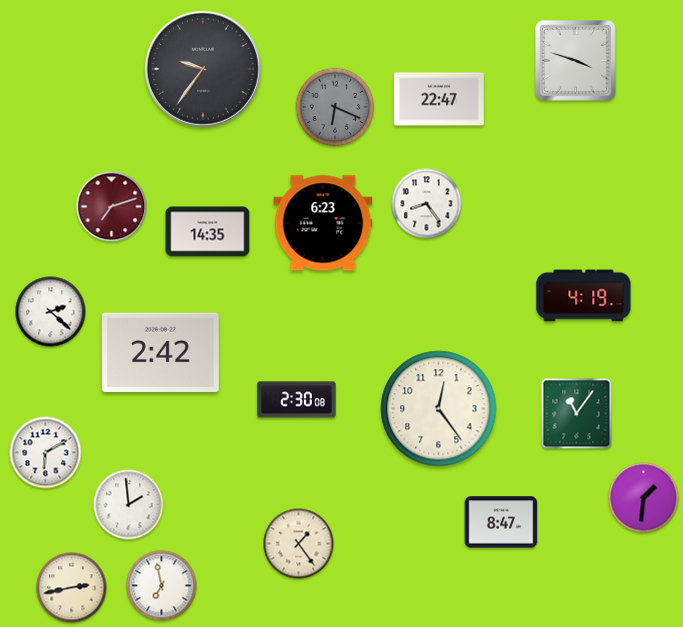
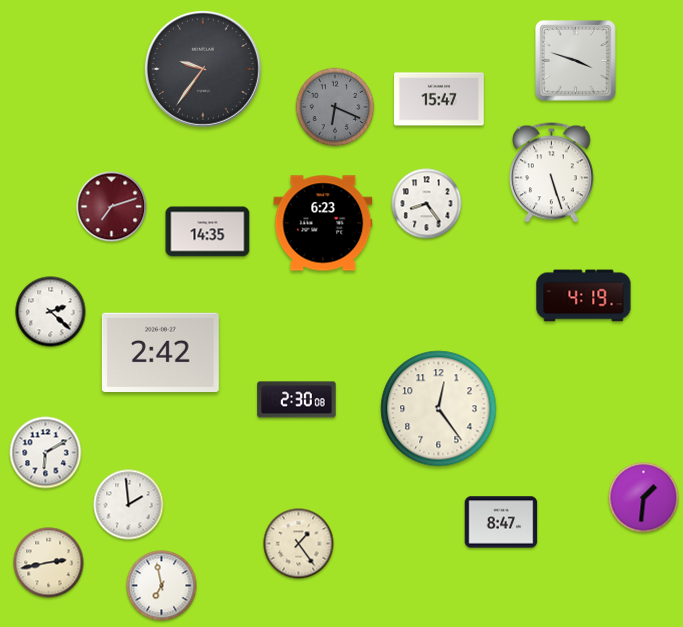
clock at (439, 99): 22:47 -> 15:47
clock at (552, 173): none -> 5:27
clock at (577, 414): 11:06 -> none
clock at (72, 588) position: (72, 588) -> (49, 563)
